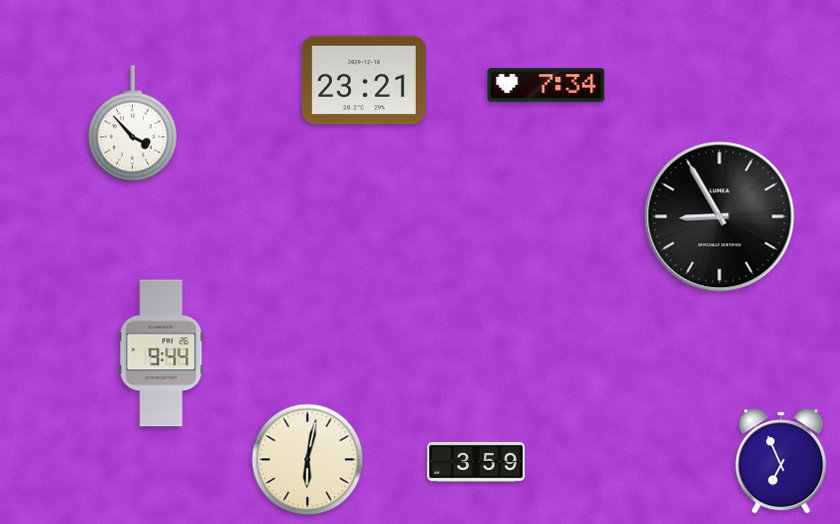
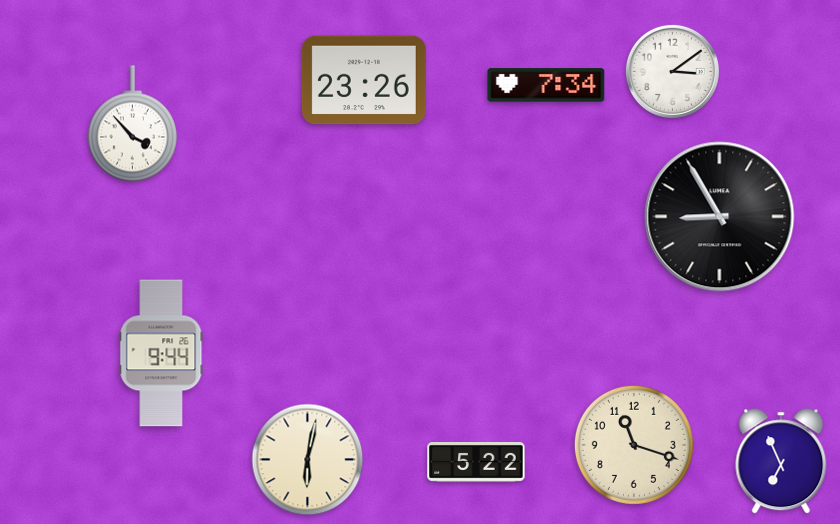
clock at (672, 71): none -> 3:09
clock at (364, 80): 23:21 -> 23:26
clock at (634, 445): none -> 11:18
clock at (476, 463): 3:59 -> 5:22
